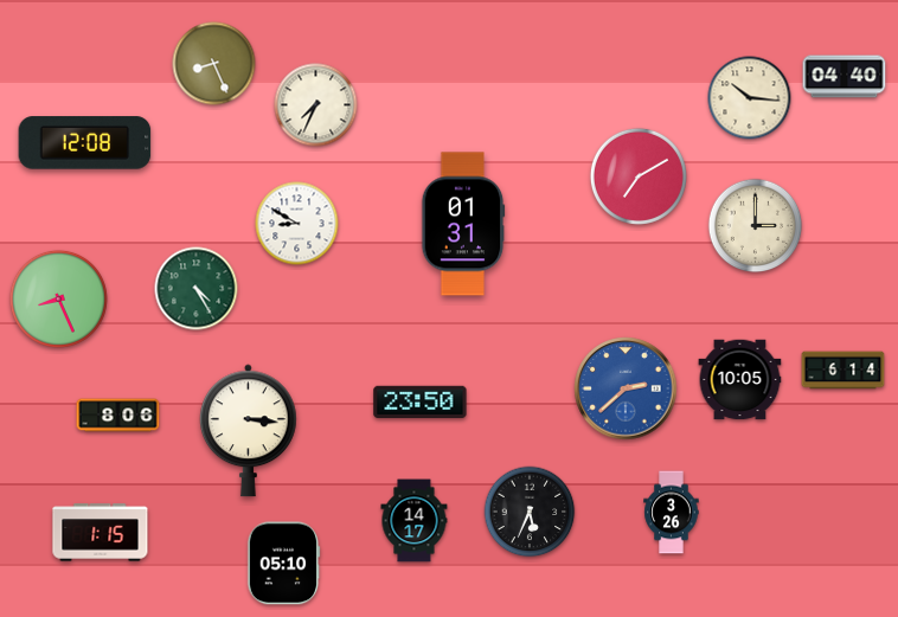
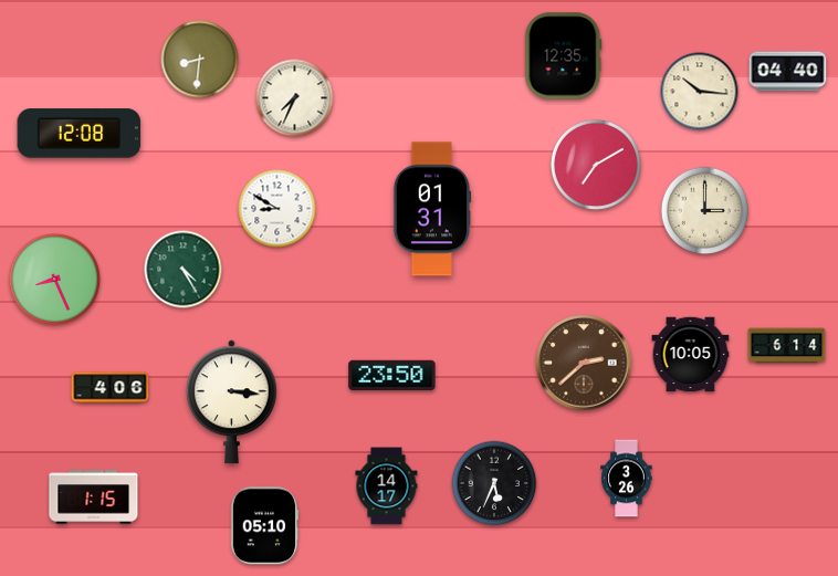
clock at (564, 56): none -> 12:35
clock at (214, 64): 8:26 -> 8:31
clock at (626, 388) dial: blue -> brown
clock at (118, 416): 8:06 -> 4:06
clock at (530, 512) position: (530, 512) -> (494, 483)
